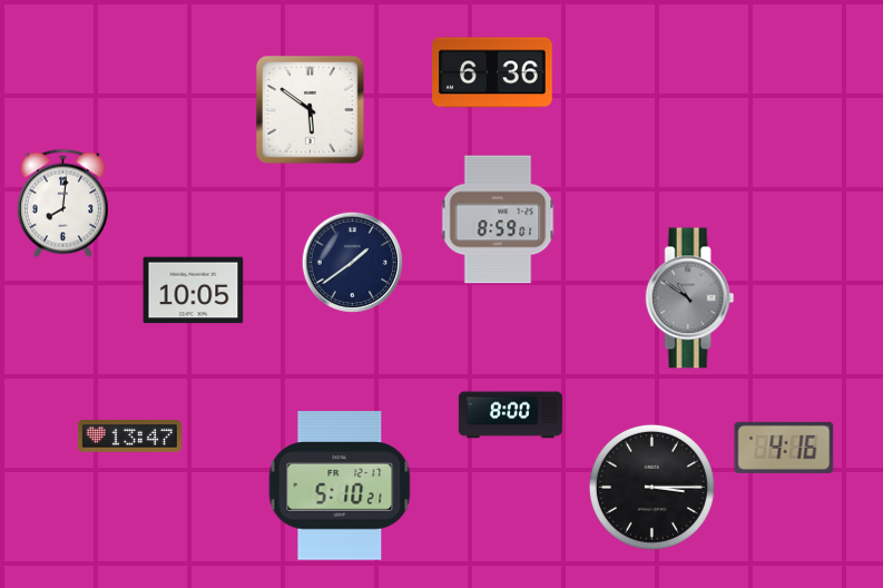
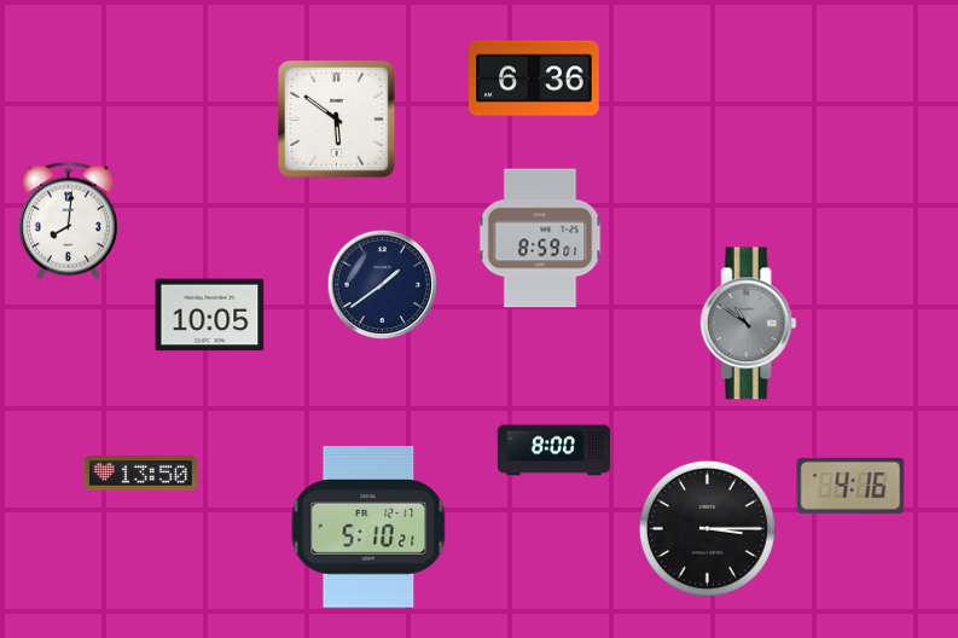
clock at (129, 437): 13:47 -> 13:50
